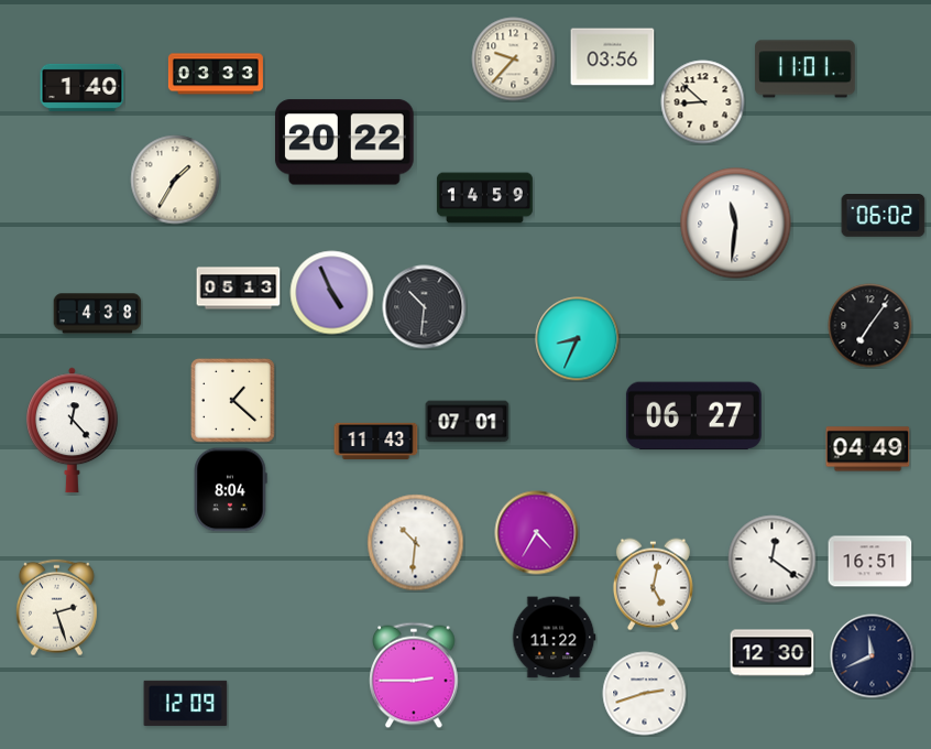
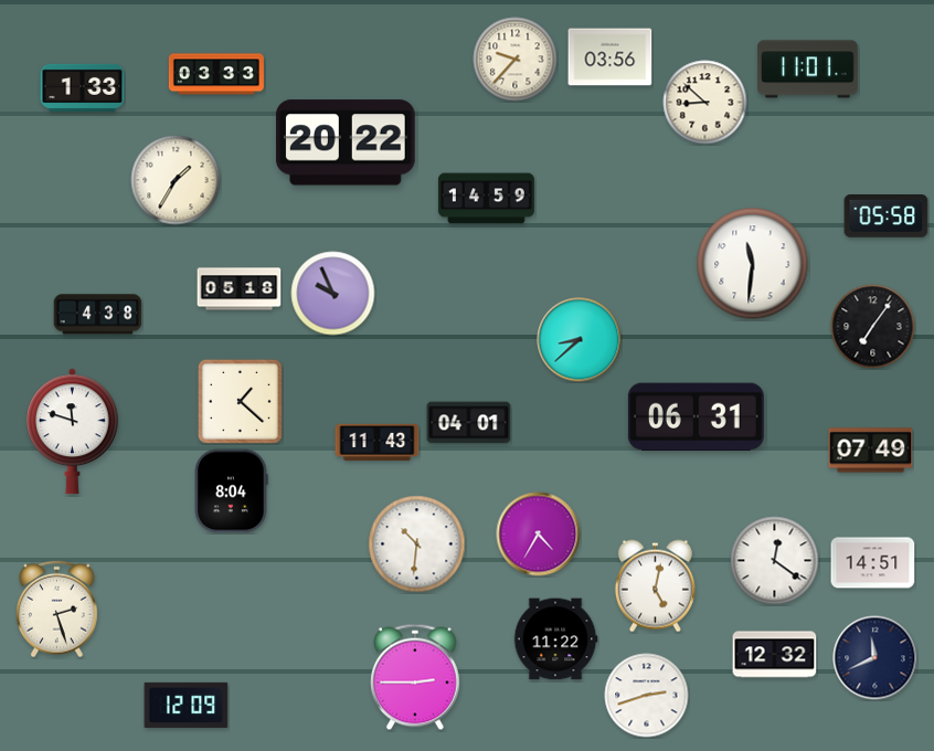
clock at (613, 57) position: (613, 57) -> (611, 57)
clock at (83, 87): 1:40 -> 1:33
clock at (884, 216): 06:02 -> 05:58
clock at (736, 224) position: (736, 224) -> (753, 264)
clock at (239, 289): 05:13 -> 05:18
clock at (332, 293): 4:56 -> 9:56
clock at (425, 307): 10:31 -> none
clock at (578, 339): 8:34 -> 8:38
clock at (232, 400) position: (232, 400) -> (240, 401)
clock at (693, 416): 06:27 -> 06:31
clock at (468, 422): 07:01 -> 04:01
clock at (72, 431): 12:23 -> 11:48
clock at (868, 449): 04:49 -> 07:49
clock at (870, 562): 16:51 -> 14:51
clock at (773, 653): 12:30 -> 12:32
